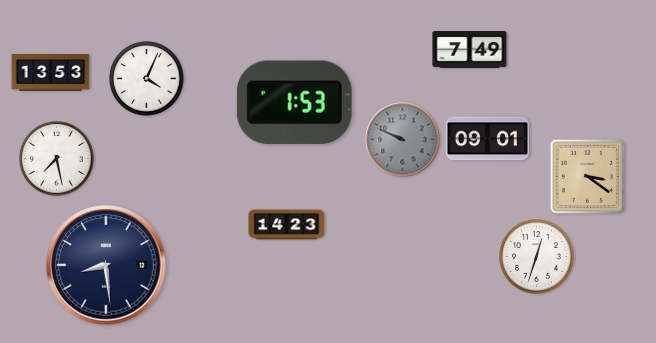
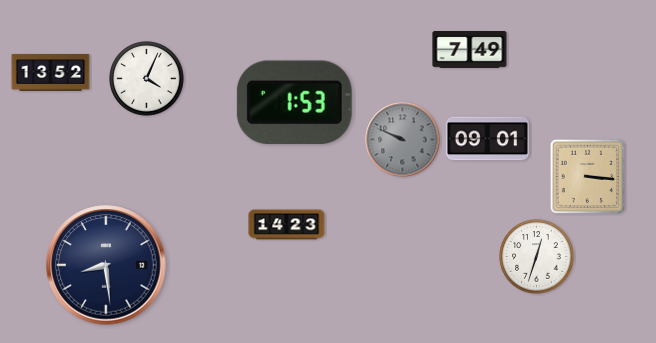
clock at (51, 73): 13:53 -> 13:52
clock at (57, 159): 7:28 -> none
clock at (588, 177): 3:21 -> 3:16
